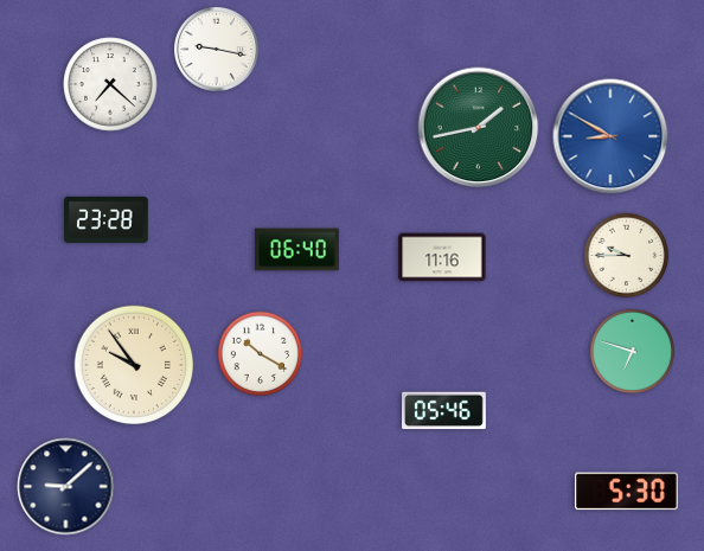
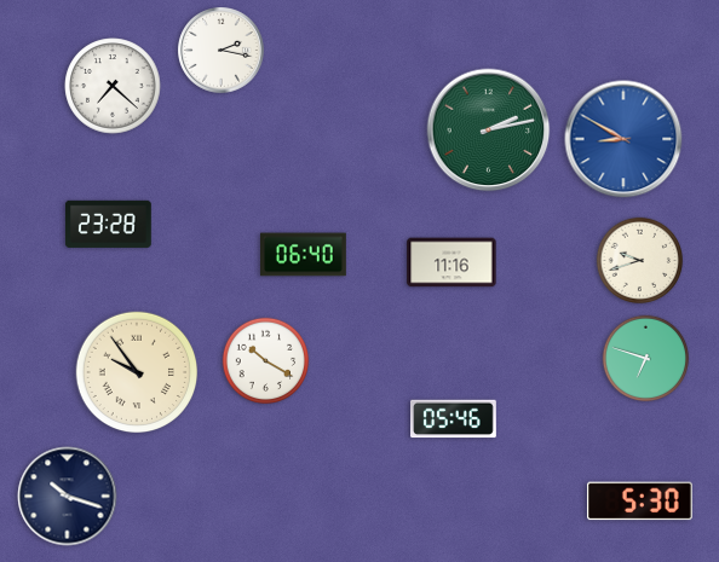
clock at (217, 50): 9:17 -> 2:17
clock at (479, 128): 1:43 -> 2:13
clock at (627, 256): 9:45 -> 9:42
clock at (66, 487): 9:08 -> 10:18
